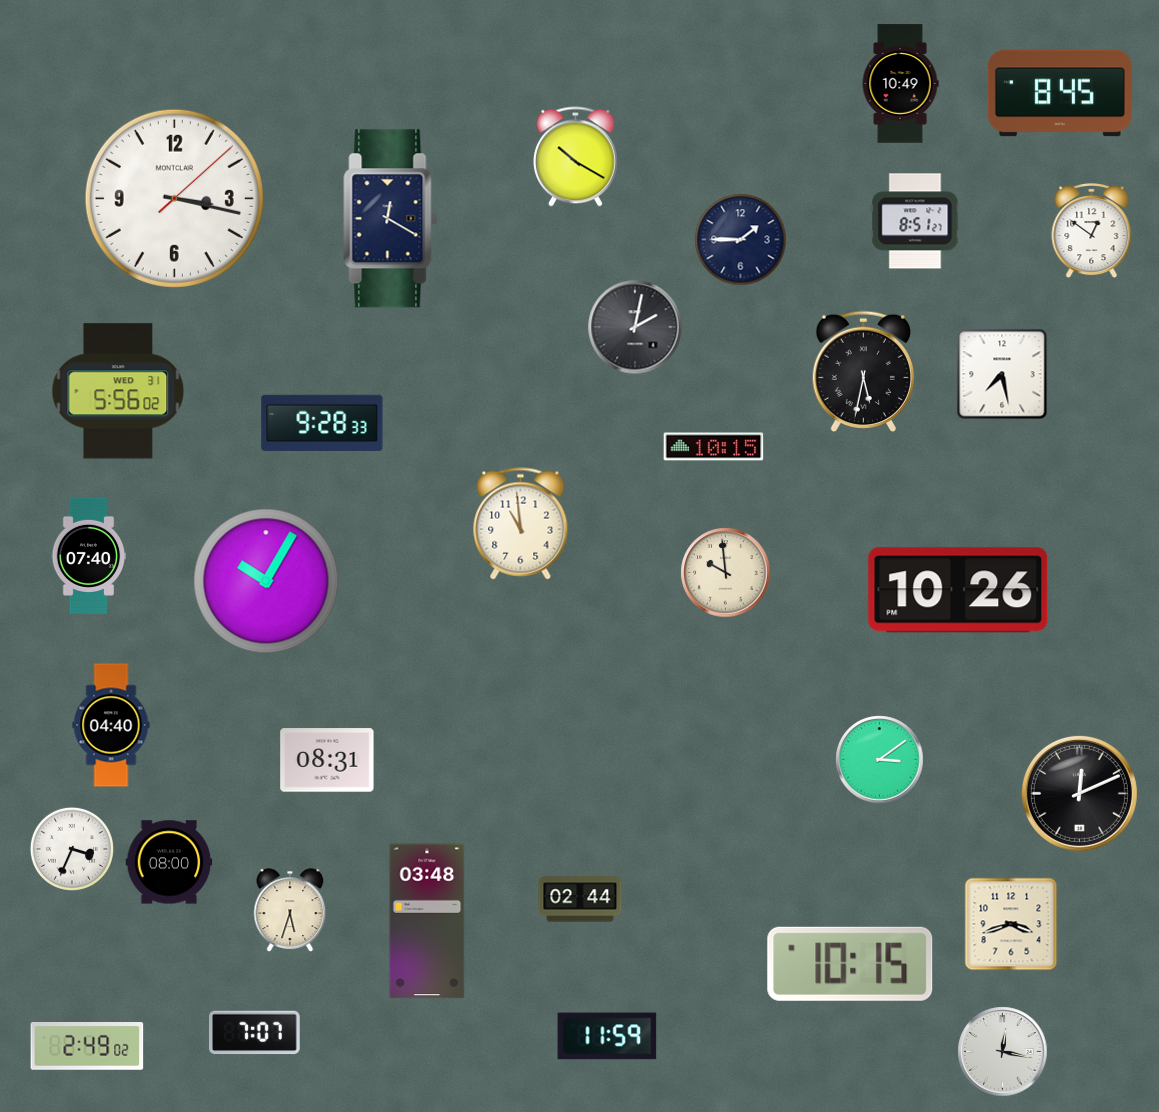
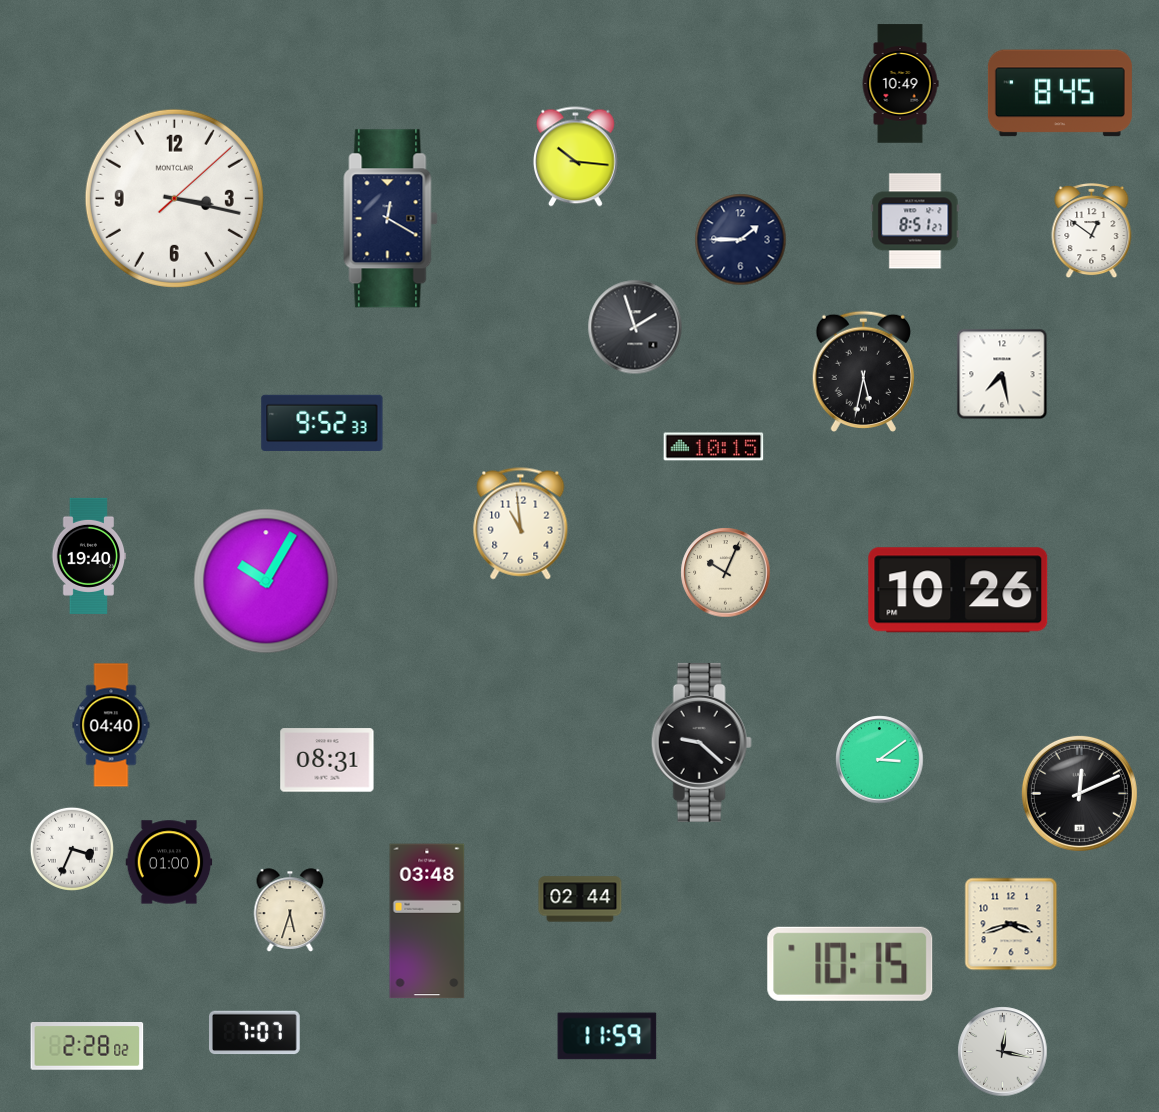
clock at (575, 157): 10:20 -> 10:16
clock at (635, 327): 2:02 -> 1:57
clock at (118, 391): 5:56 -> none
clock at (322, 423): 9:28 -> 9:52
clock at (89, 556): 07:40 -> 19:40
clock at (726, 573): 9:59 -> 10:04
clock at (701, 742): none -> 9:22
clock at (169, 862): 08:00 -> 01:00
clock at (87, 1047): 2:49 -> 2:28
